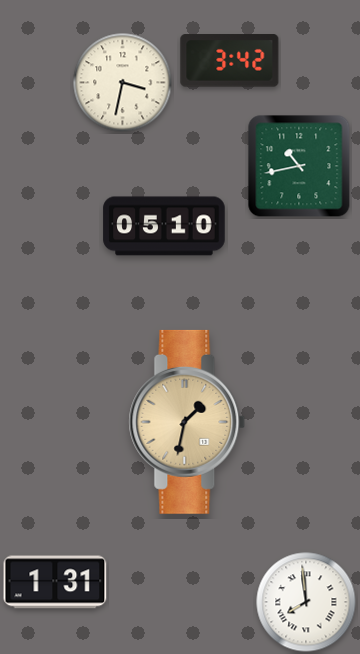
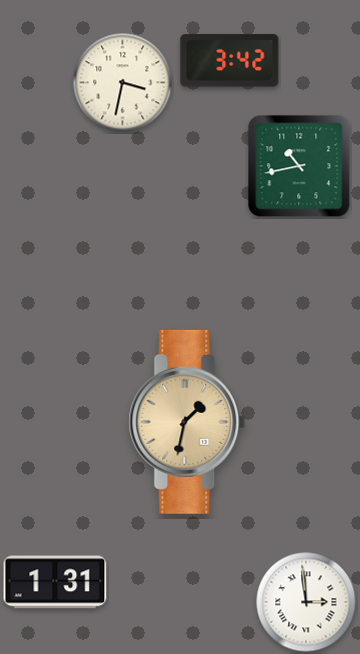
clock at (164, 226): 05:10 -> none
clock at (306, 602): 7:59 -> 2:59
